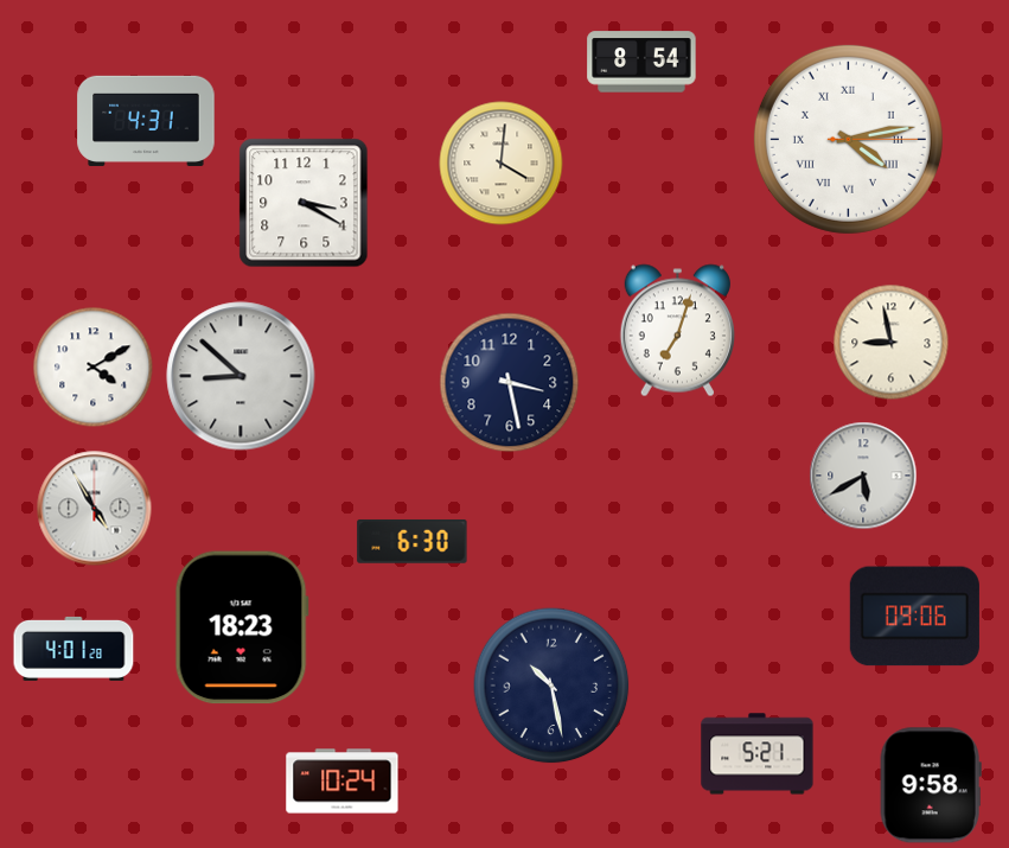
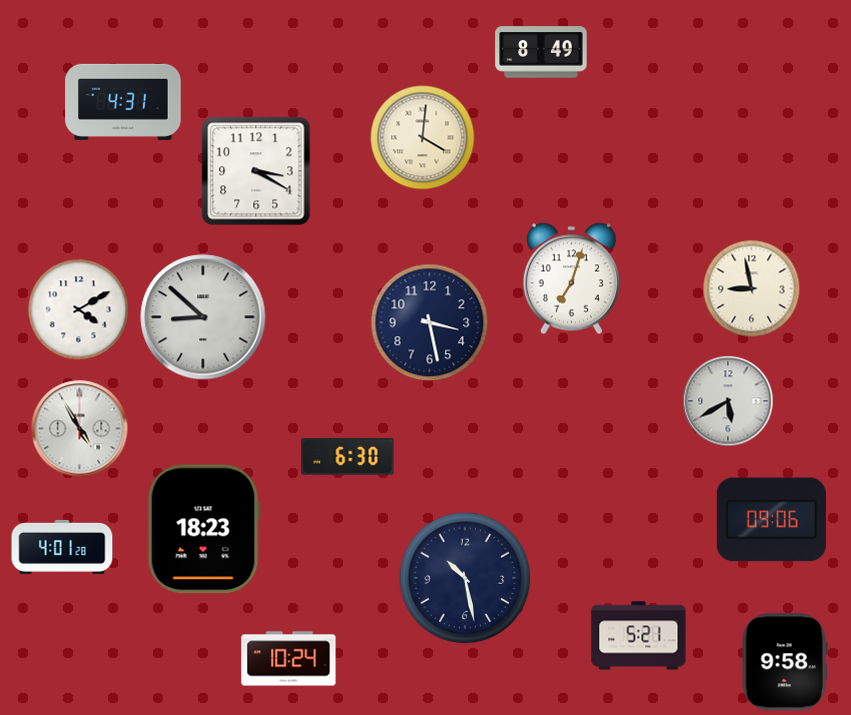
clock at (641, 62): 8:54 -> 8:49
clock at (848, 139): 4:13 -> none
